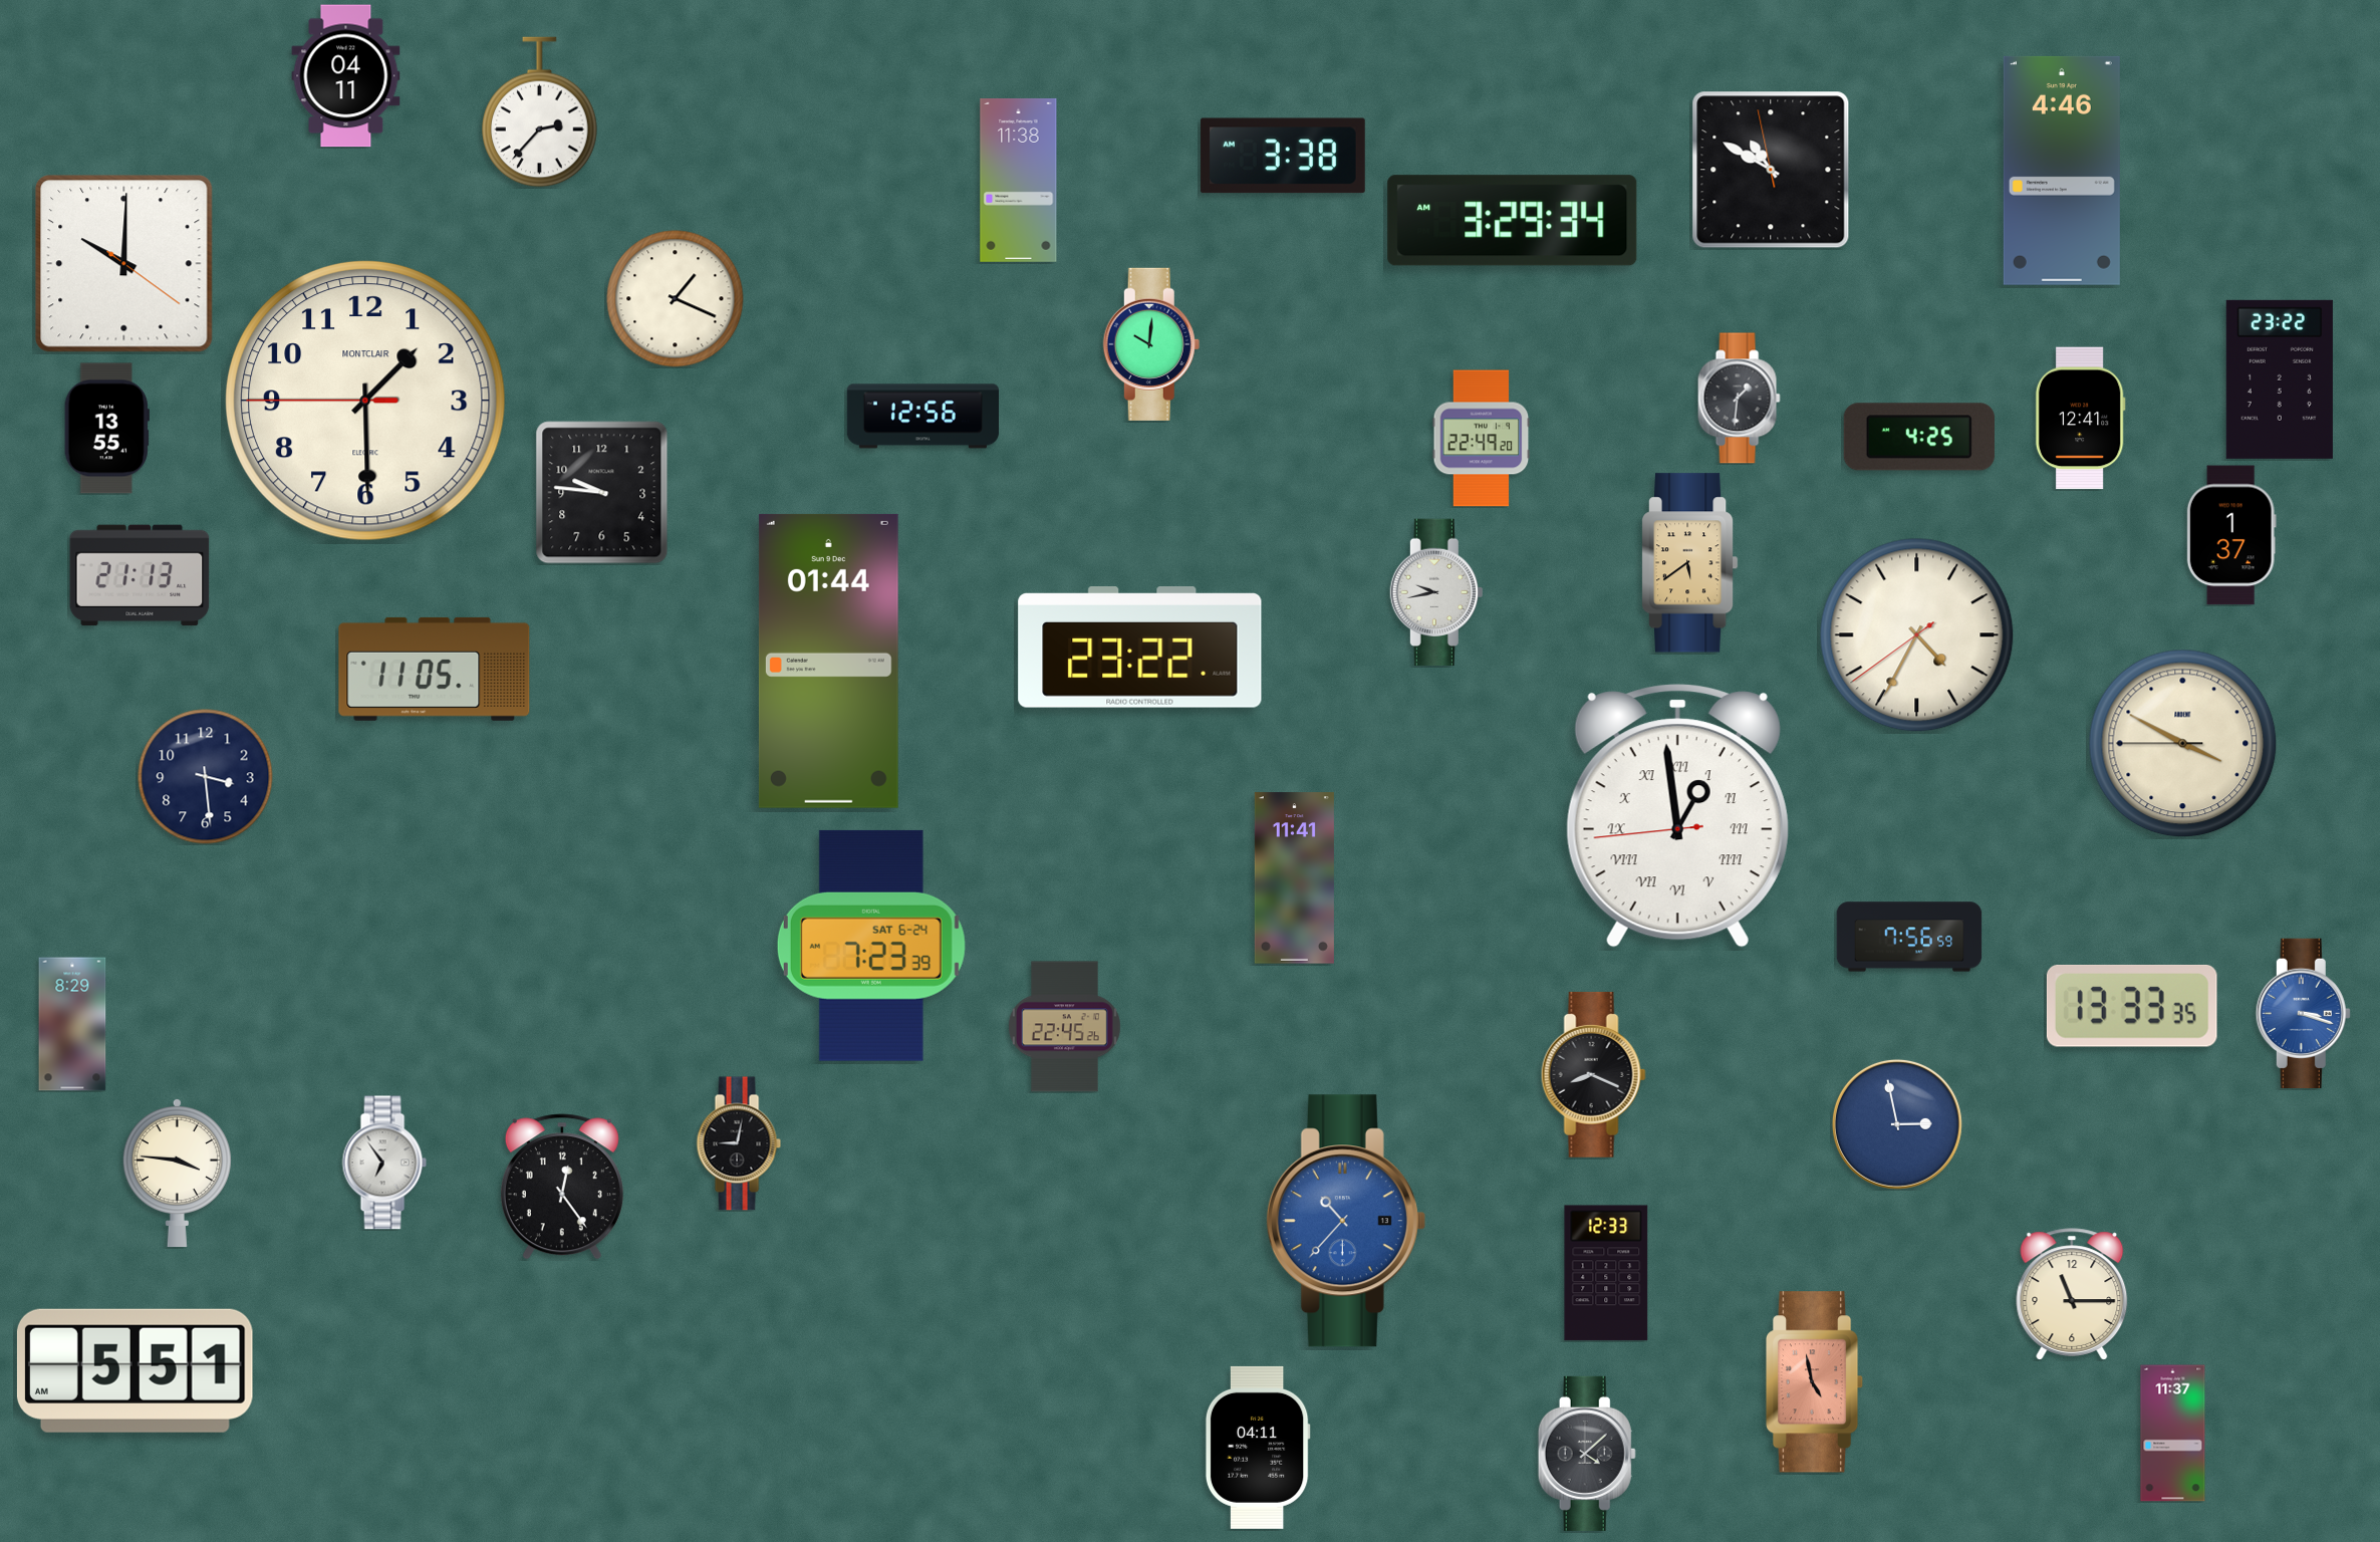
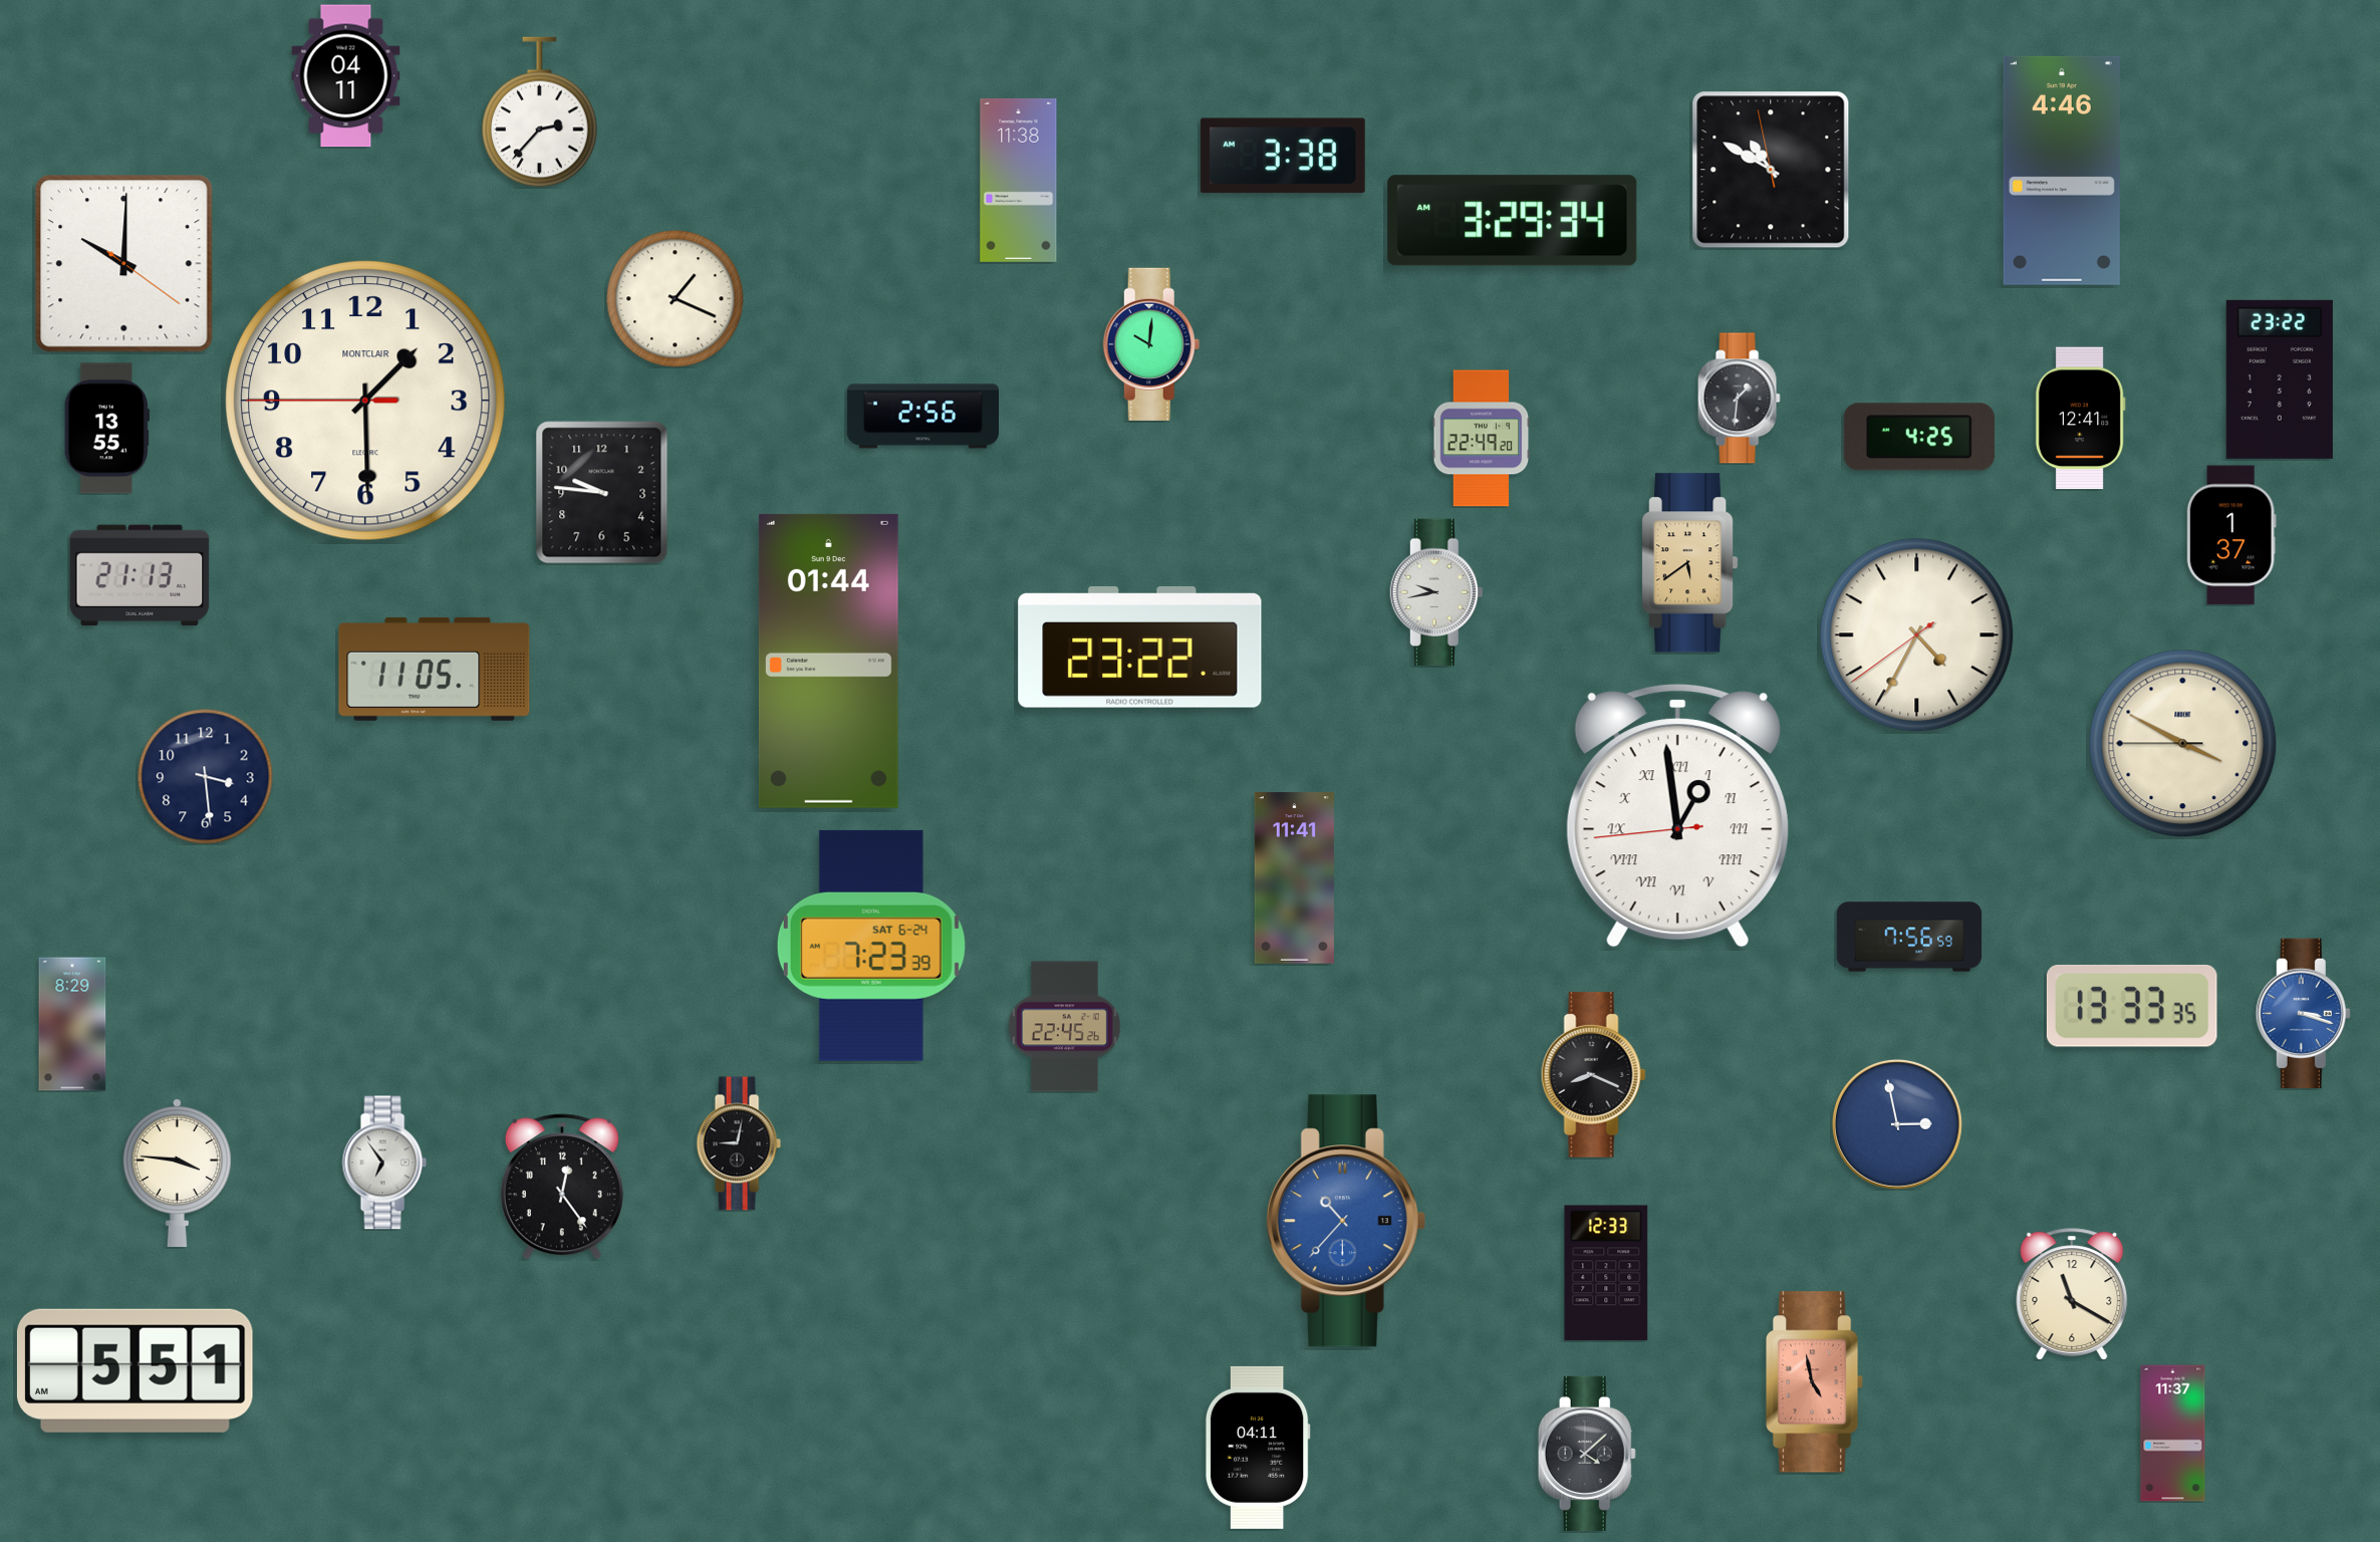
clock at (922, 417): 12:56 -> 2:56
clock at (2072, 1294): 11:15 -> 11:20
